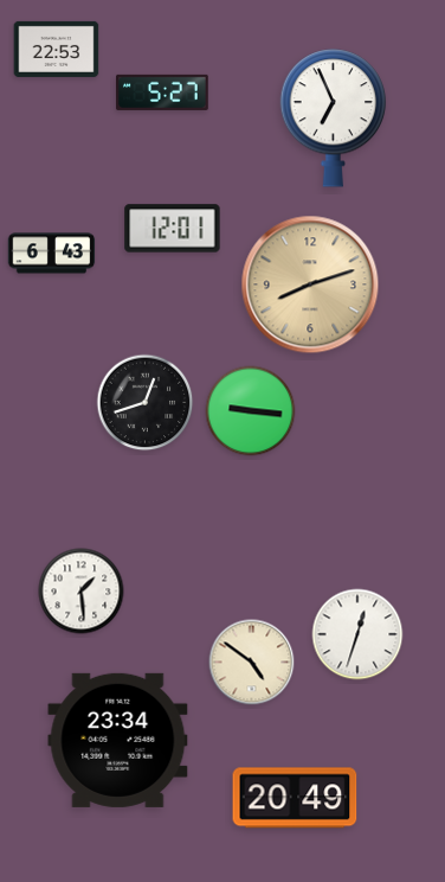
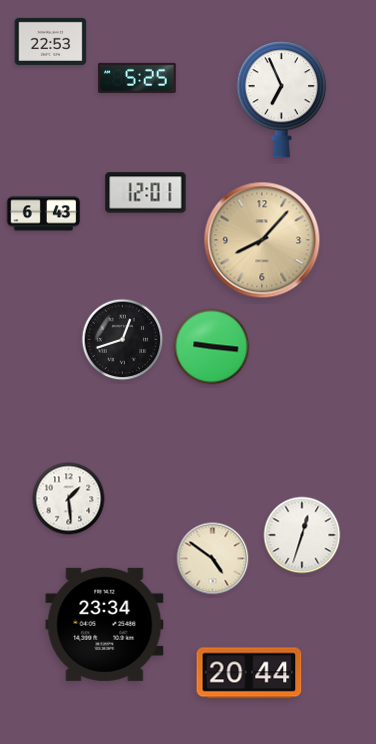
clock at (57, 49) position: (57, 49) -> (51, 41)
clock at (162, 92): 5:27 -> 5:25
clock at (310, 285): 8:12 -> 8:07
clock at (118, 740) position: (118, 740) -> (105, 624)
clock at (295, 798): 20:49 -> 20:44
